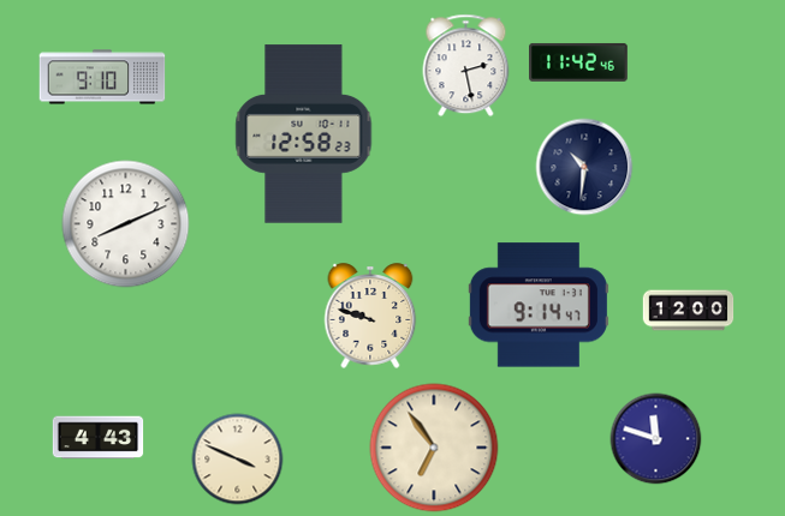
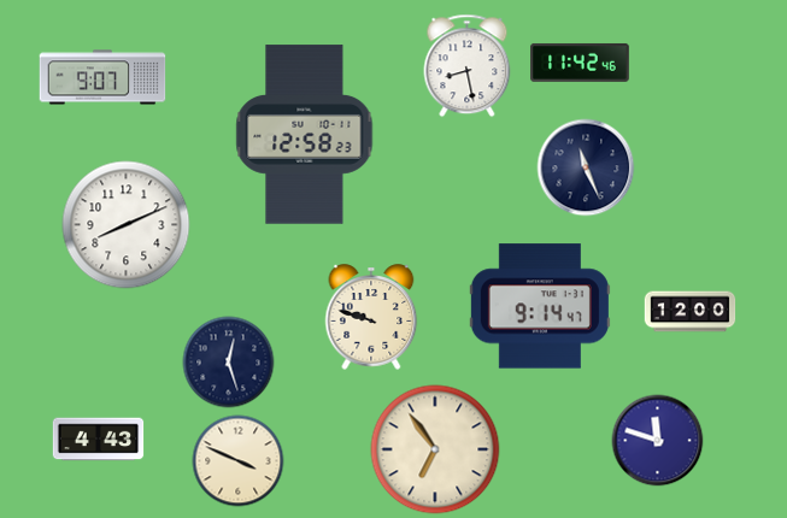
clock at (466, 66): 2:28 -> 8:28
clock at (102, 77): 9:10 -> 9:07
clock at (584, 167): 10:31 -> 11:26
clock at (229, 363): none -> 12:27
